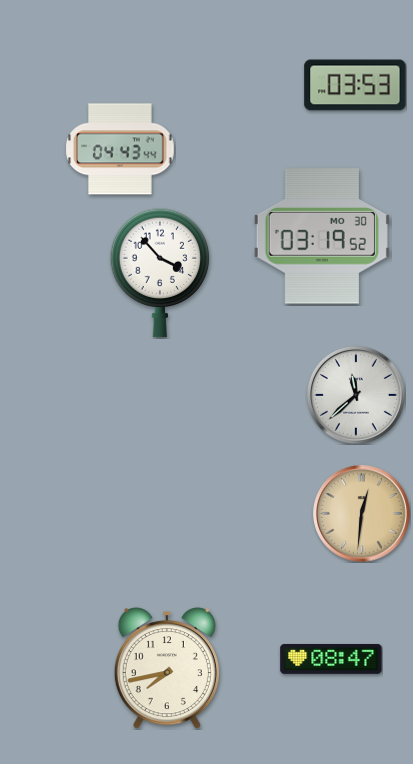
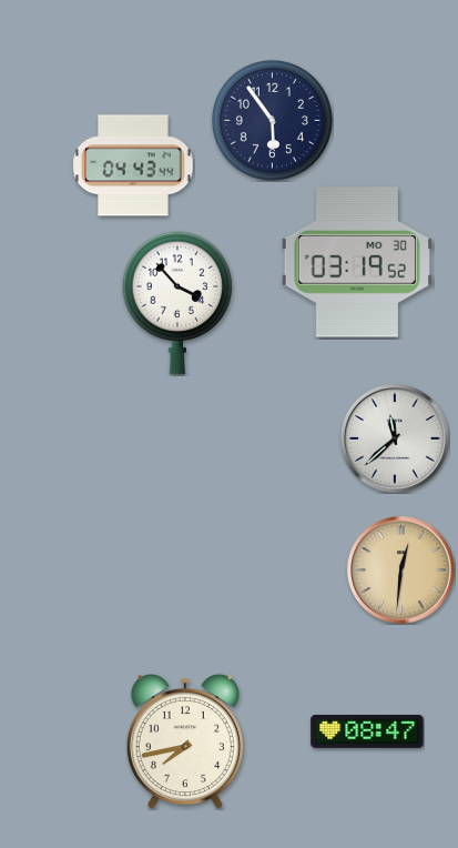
clock at (355, 85): 03:53 -> none
clock at (272, 120): none -> 5:54
